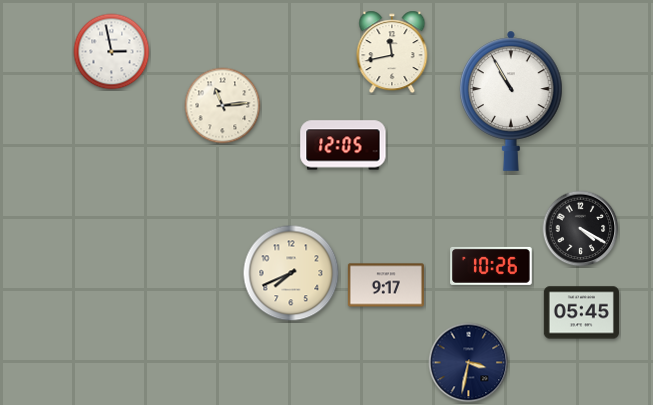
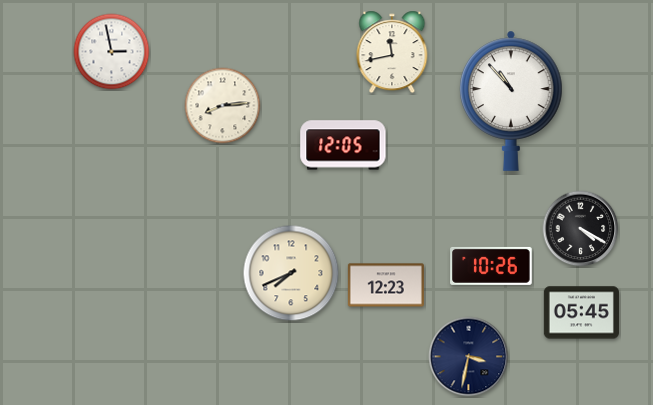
clock at (511, 101): 10:55 -> 10:53
clock at (223, 106): 11:14 -> 8:14
clock at (386, 285): 9:17 -> 12:23
clock at (469, 363) position: (469, 363) -> (469, 357)
